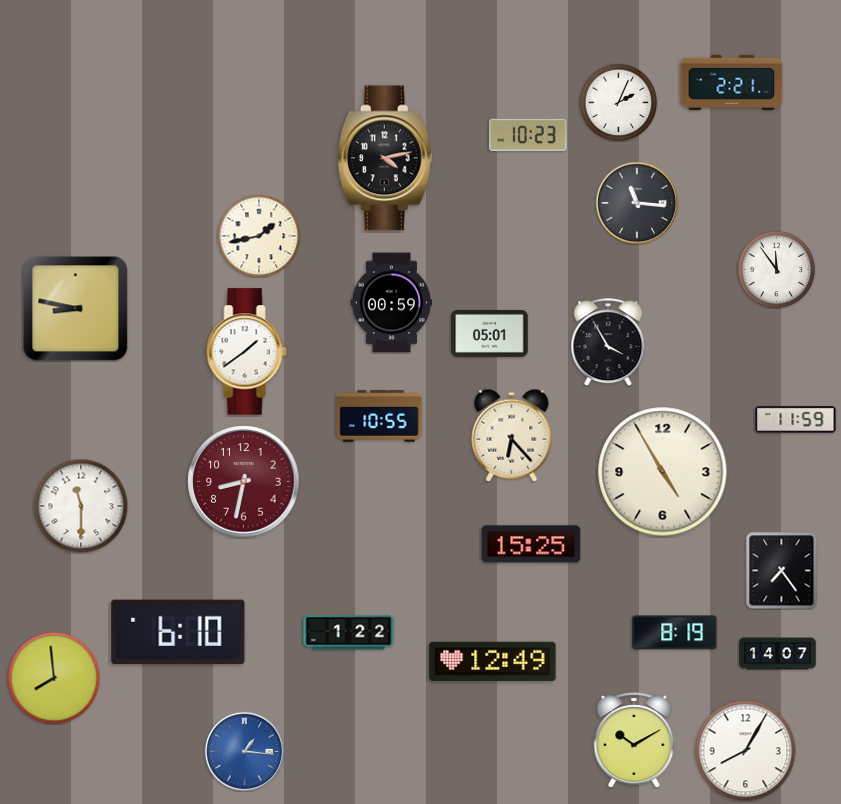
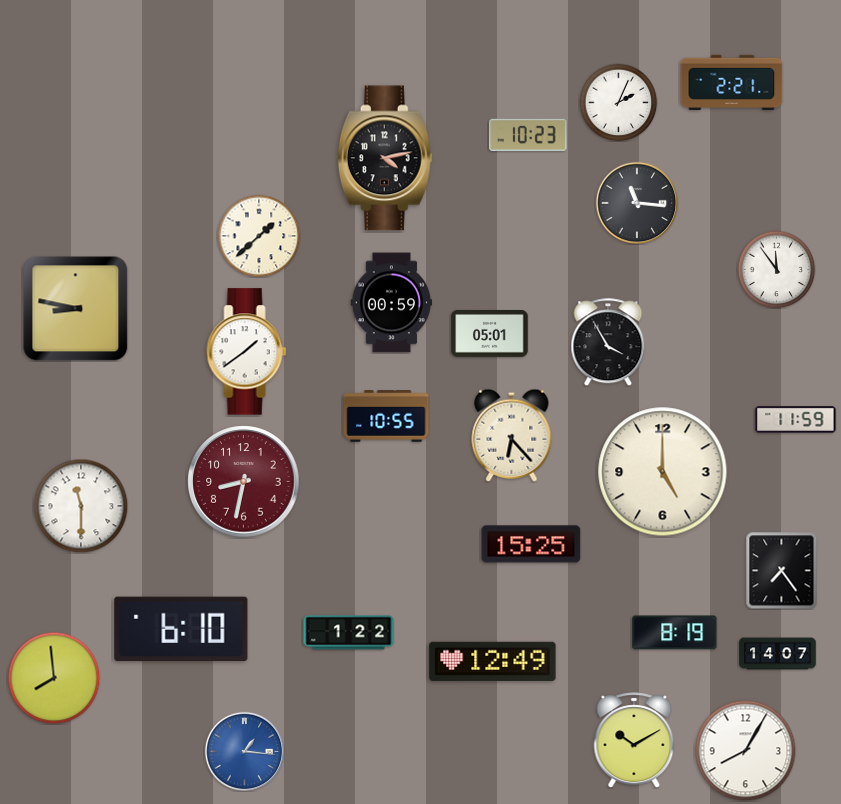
clock at (259, 236): 1:43 -> 1:38
clock at (379, 416) position: (379, 416) -> (386, 416)
clock at (663, 472): 4:55 -> 5:00
clock at (178, 632) position: (178, 632) -> (181, 629)
